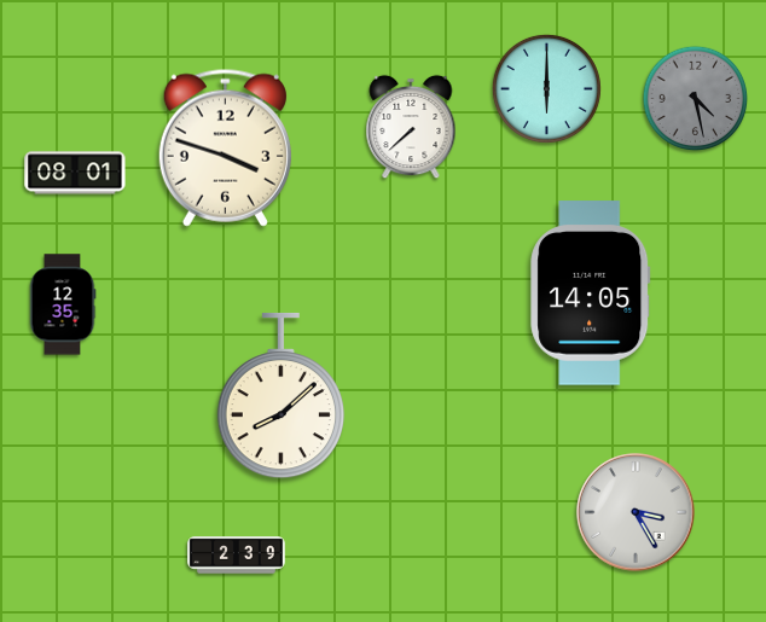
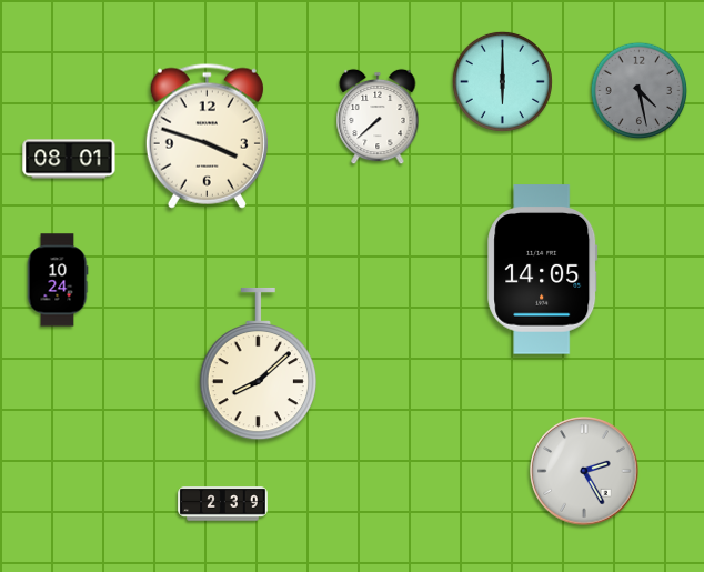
clock at (63, 304): 12:35 -> 10:24
clock at (636, 512): 3:25 -> 2:25
clock at (237, 556) position: (237, 556) -> (223, 504)
